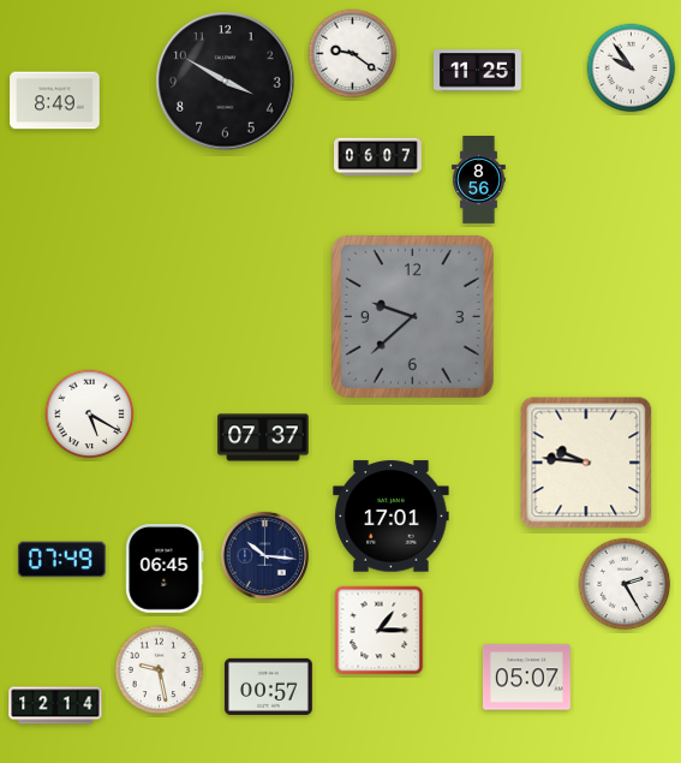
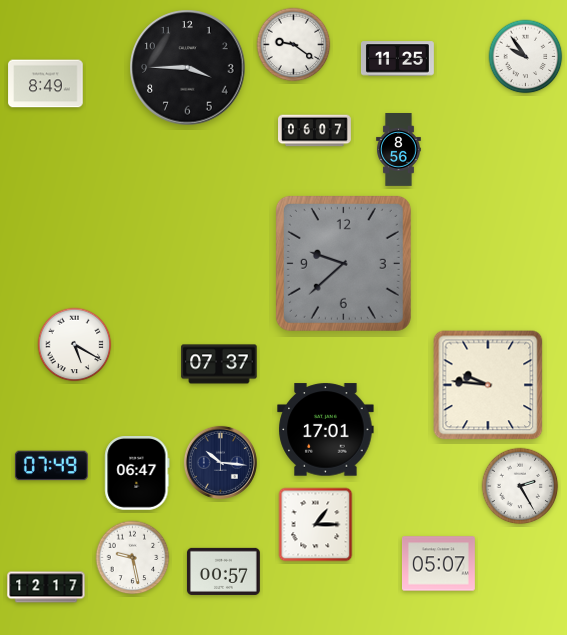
clock at (226, 82): 3:50 -> 3:45
clock at (165, 570): 06:45 -> 06:47
clock at (55, 705): 12:14 -> 12:17
